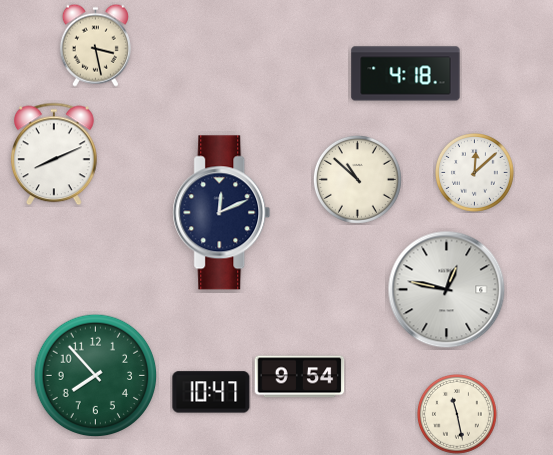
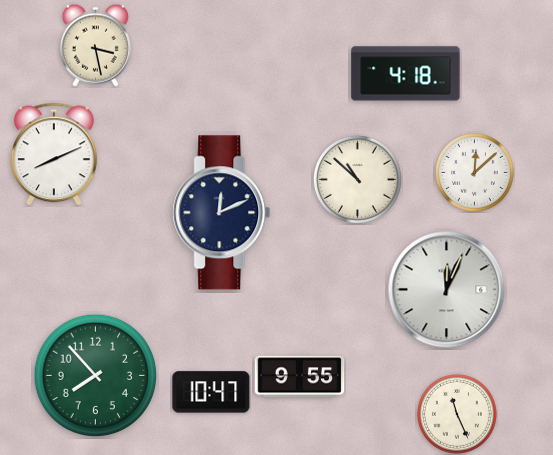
clock at (447, 290): 12:47 -> 12:04
clock at (300, 377): 9:54 -> 9:55
clock at (458, 415): 11:28 -> 11:26
